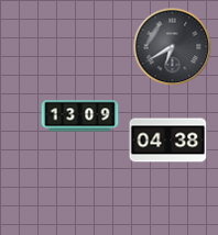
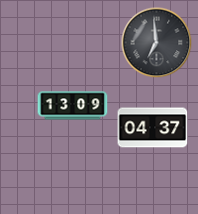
clock at (173, 47): 6:40 -> 6:59
clock at (168, 141): 04:38 -> 04:37
